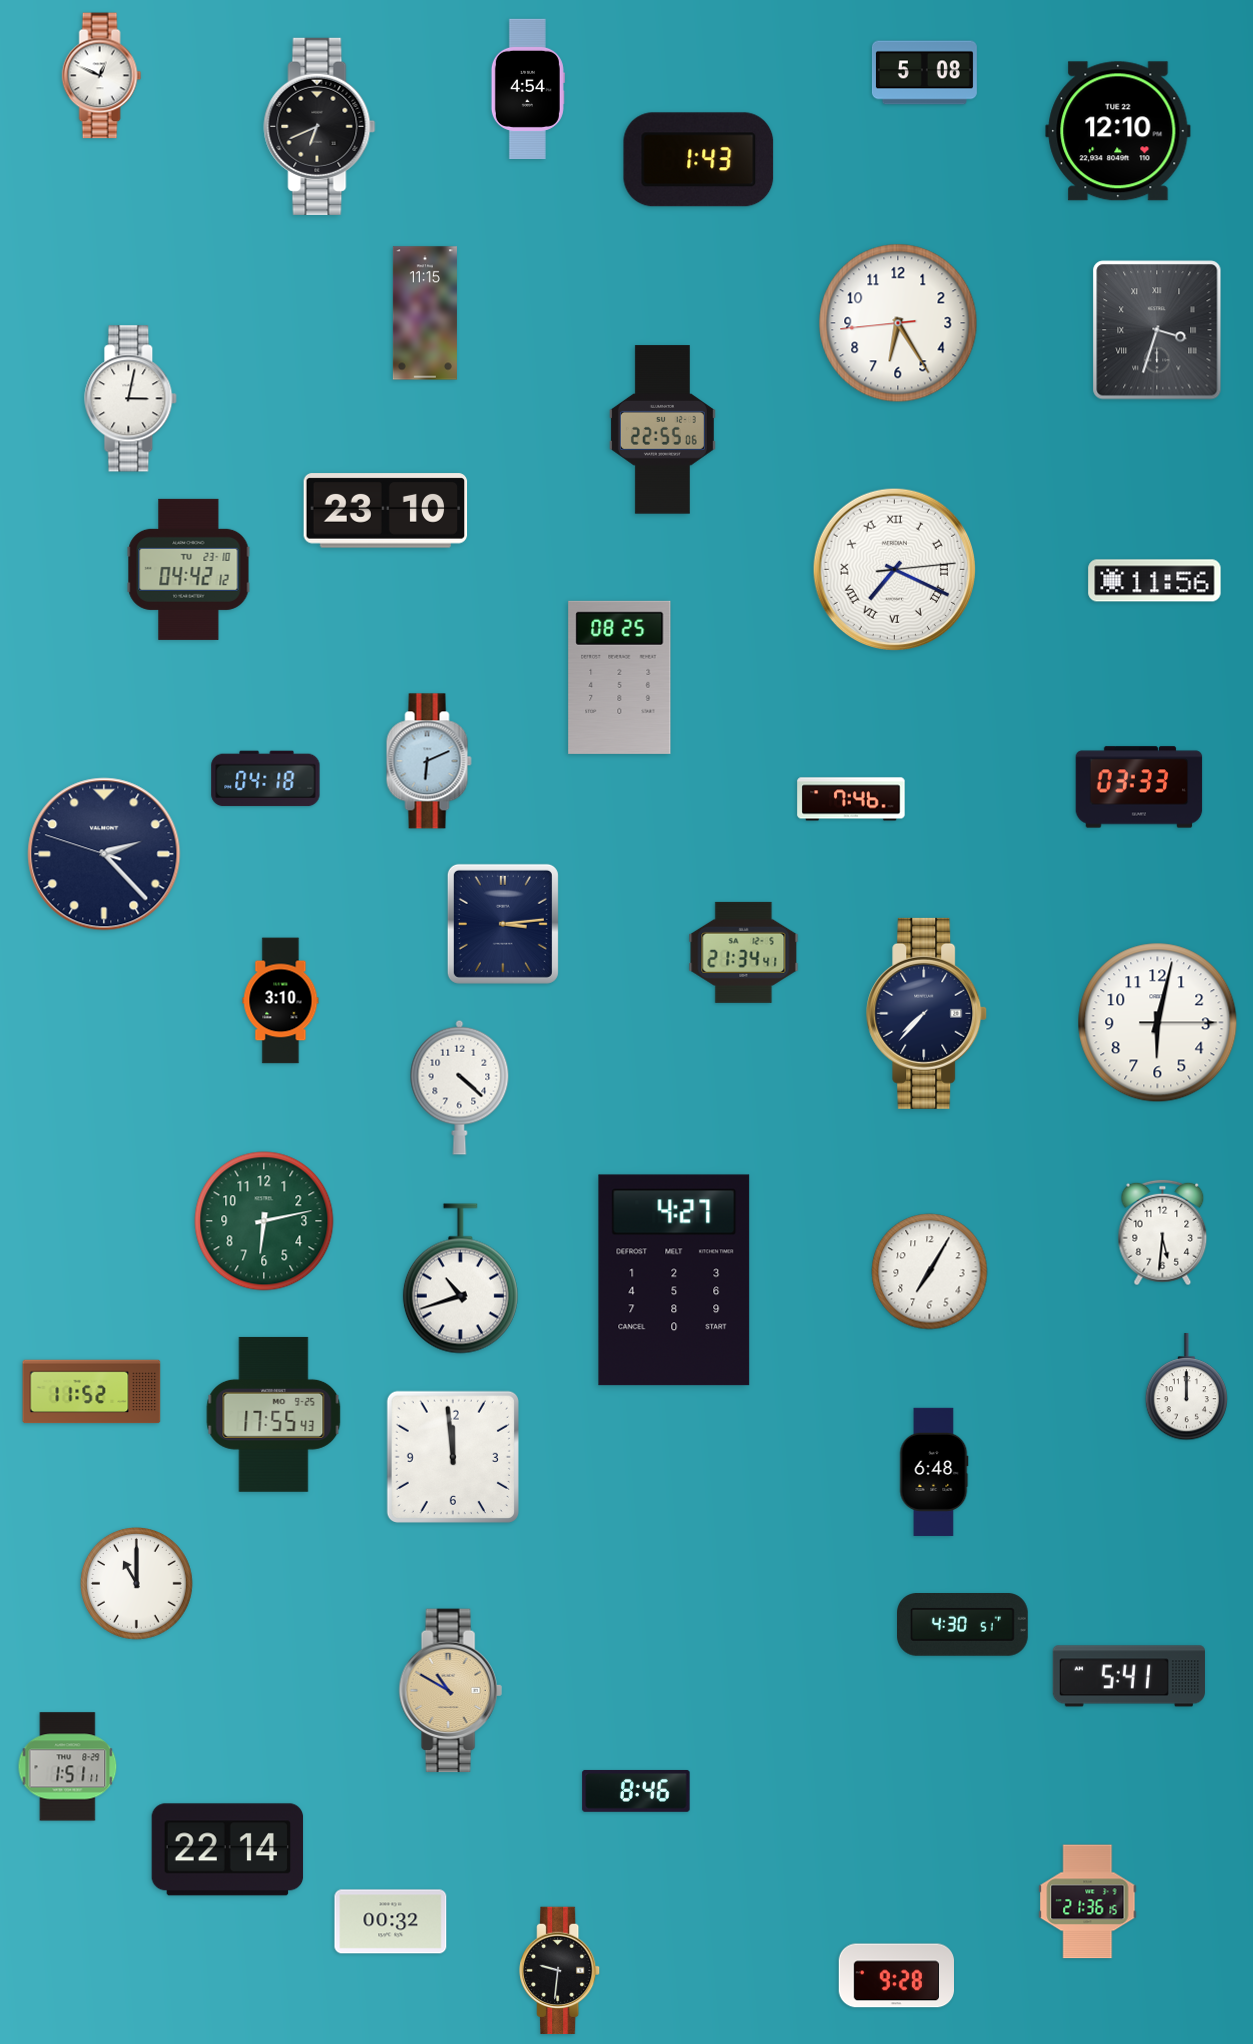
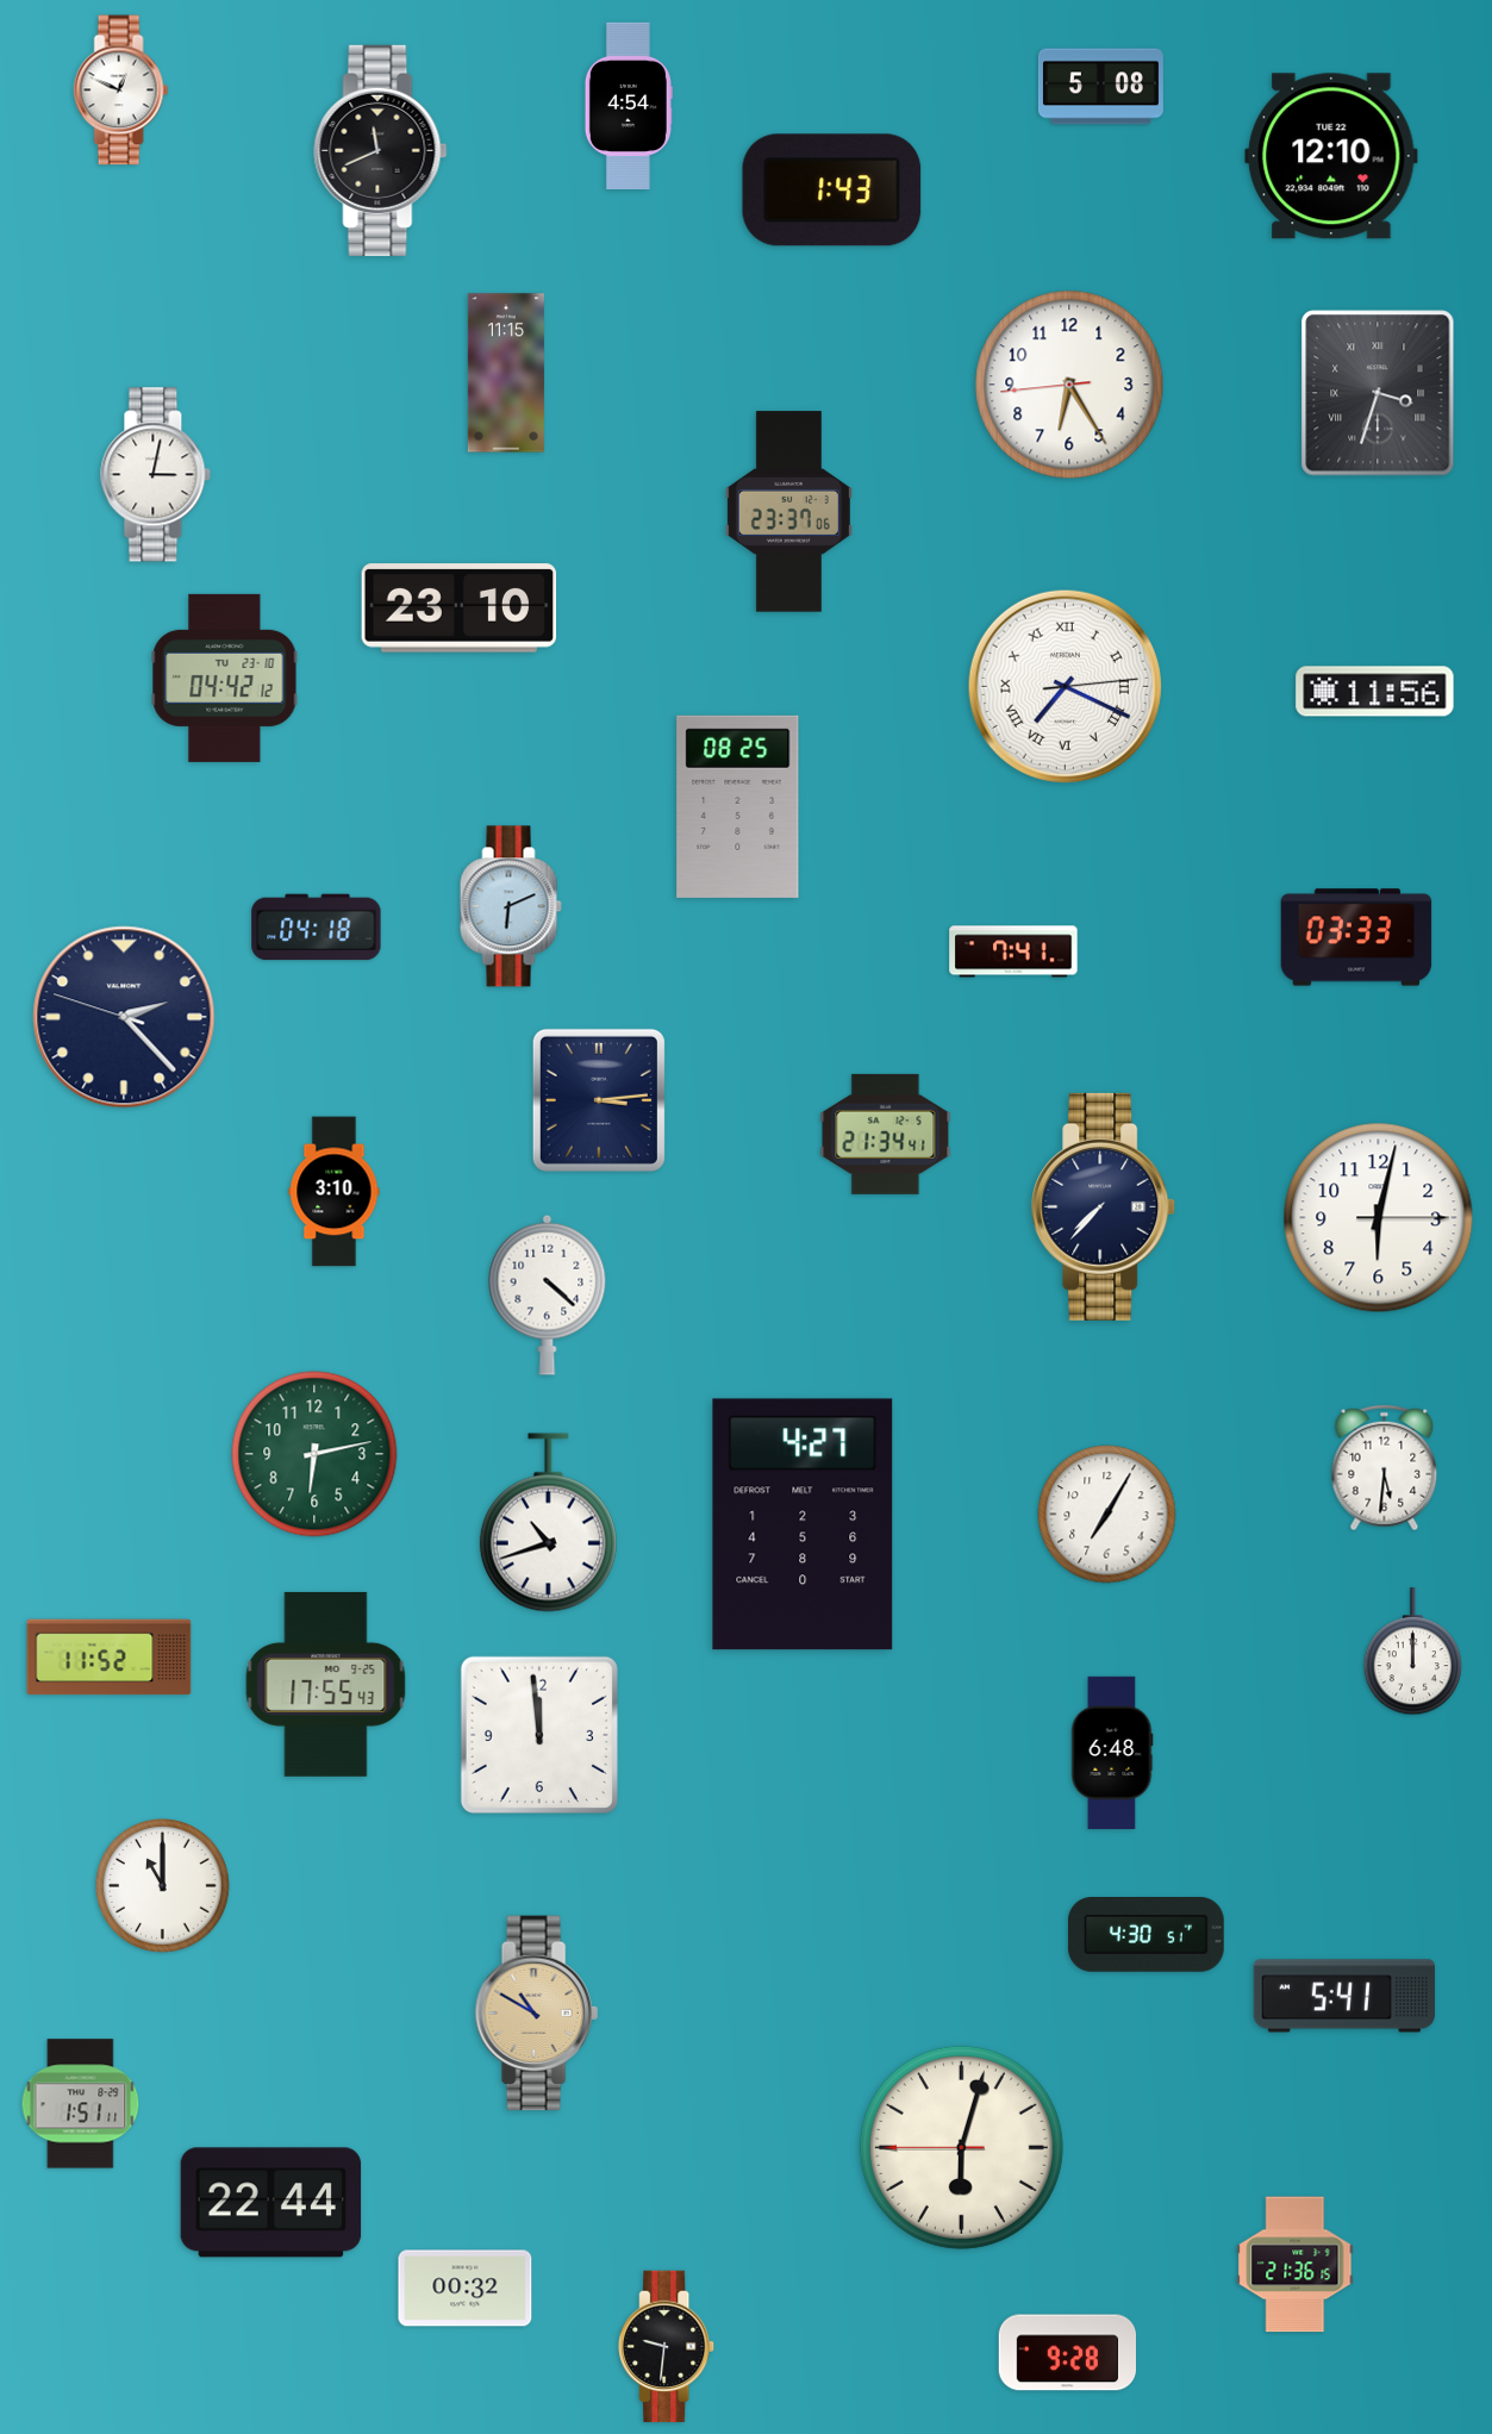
clock at (320, 126): 6:41 -> 11:41
clock at (662, 430): 22:55 -> 23:37
clock at (895, 569) position: (895, 569) -> (1066, 686)
clock at (851, 799): 7:46 -> 7:41
clock at (636, 1791): 8:46 -> none
clock at (961, 2147): none -> 6:02
clock at (228, 1850): 22:14 -> 22:44
